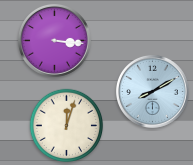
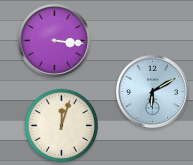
clock at (152, 91): 8:10 -> 6:10
clock at (67, 126) position: (67, 126) -> (62, 126)
